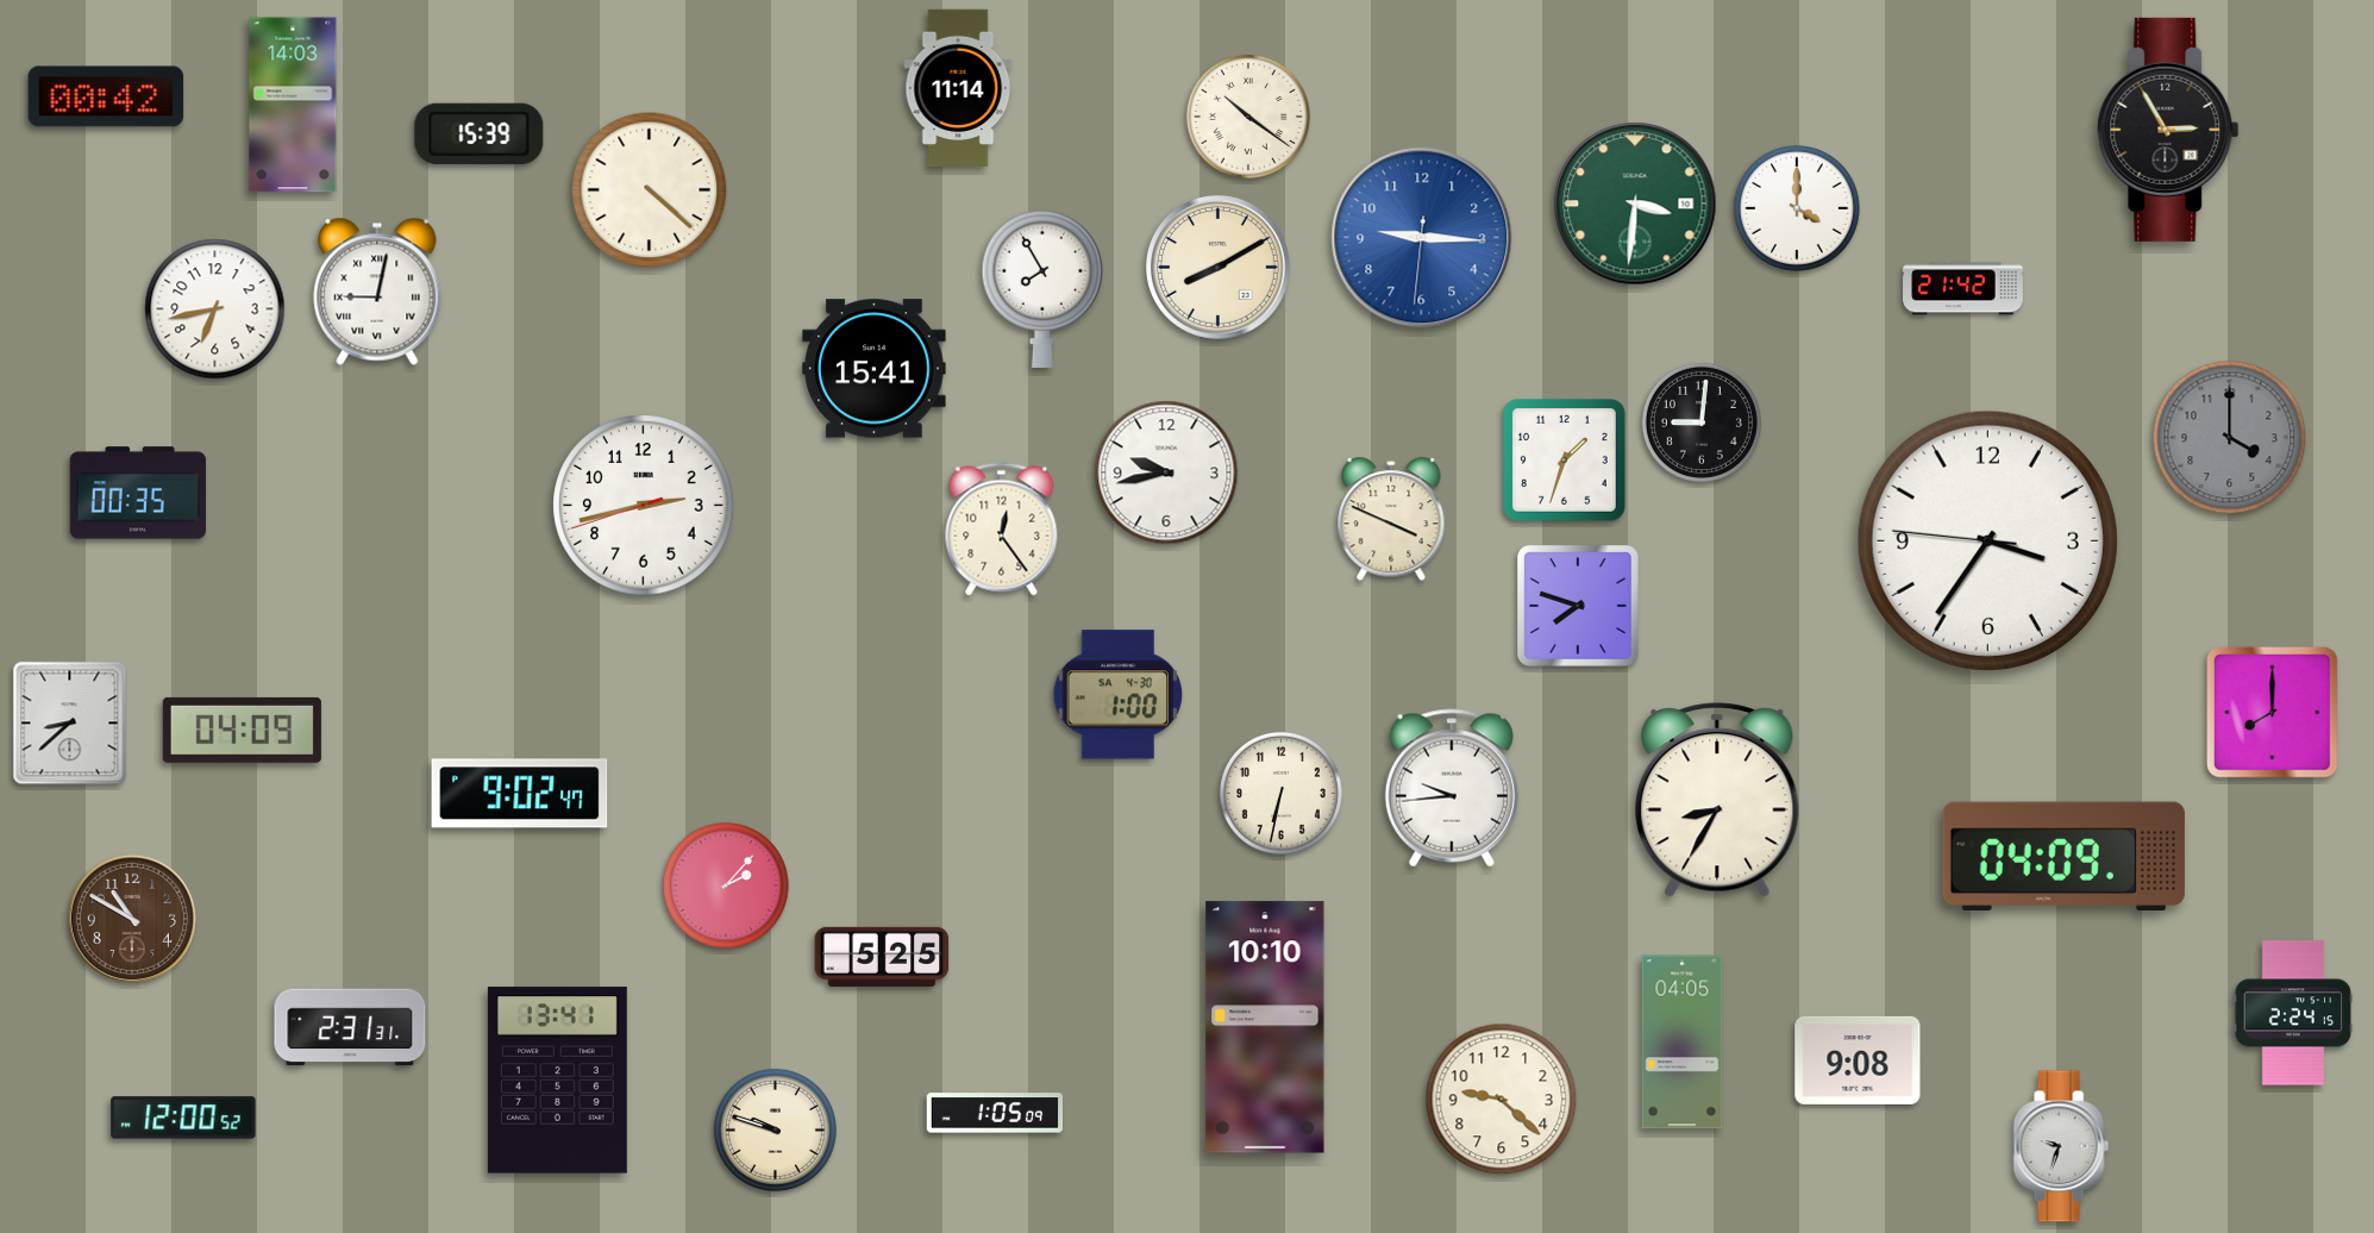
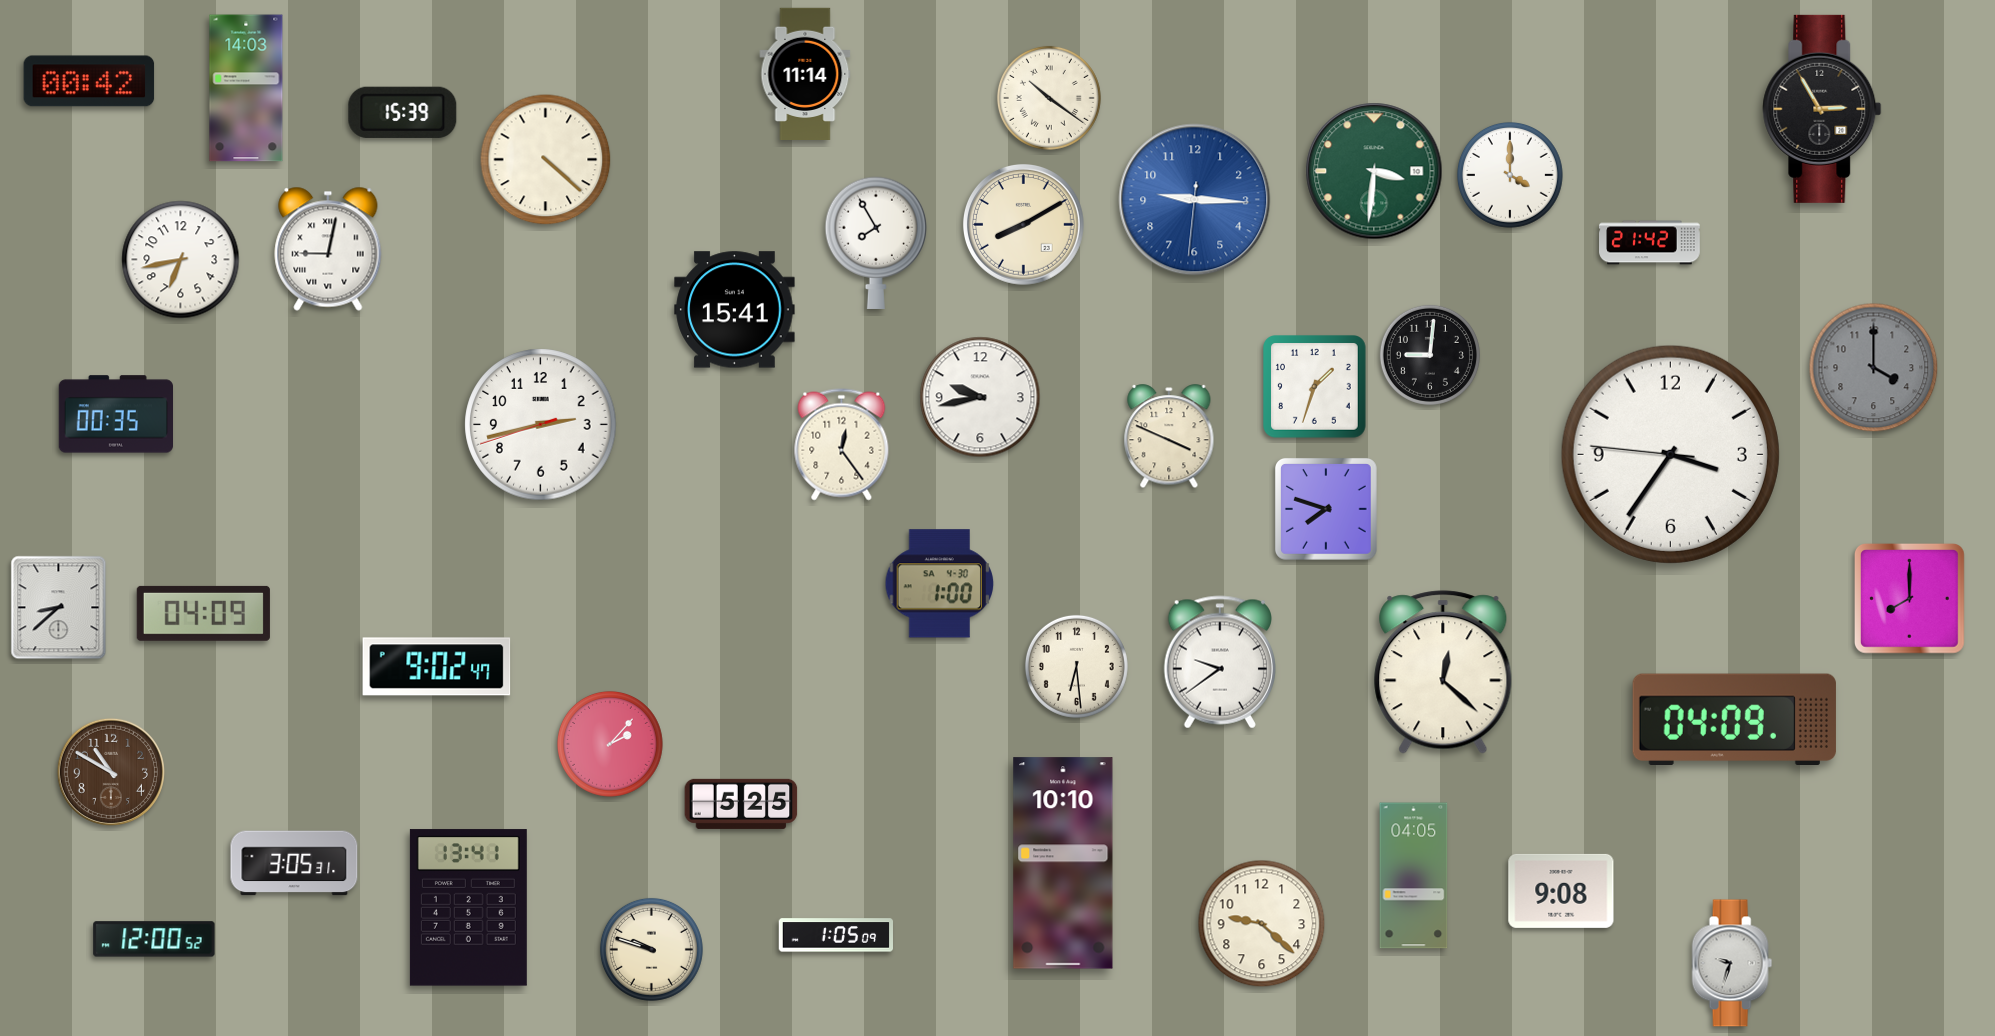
clock at (377, 292) position: (377, 292) -> (328, 249)
clock at (1452, 788): 9:44 -> 9:39
clock at (1280, 793): 6:32 -> 6:29
clock at (1717, 800): 8:35 -> 12:22
clock at (2293, 1013): 2:24 -> none
clock at (350, 1027): 2:31 -> 3:05
